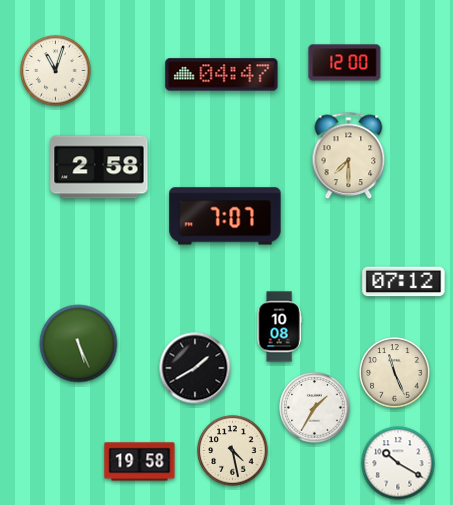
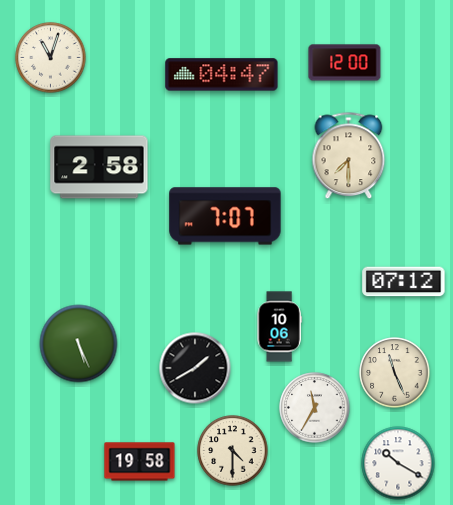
clock at (56, 71) position: (56, 71) -> (51, 58)
clock at (279, 327): 10:08 -> 10:06
clock at (315, 408): 1:35 -> 11:35
clock at (233, 451): 4:28 -> 4:30
